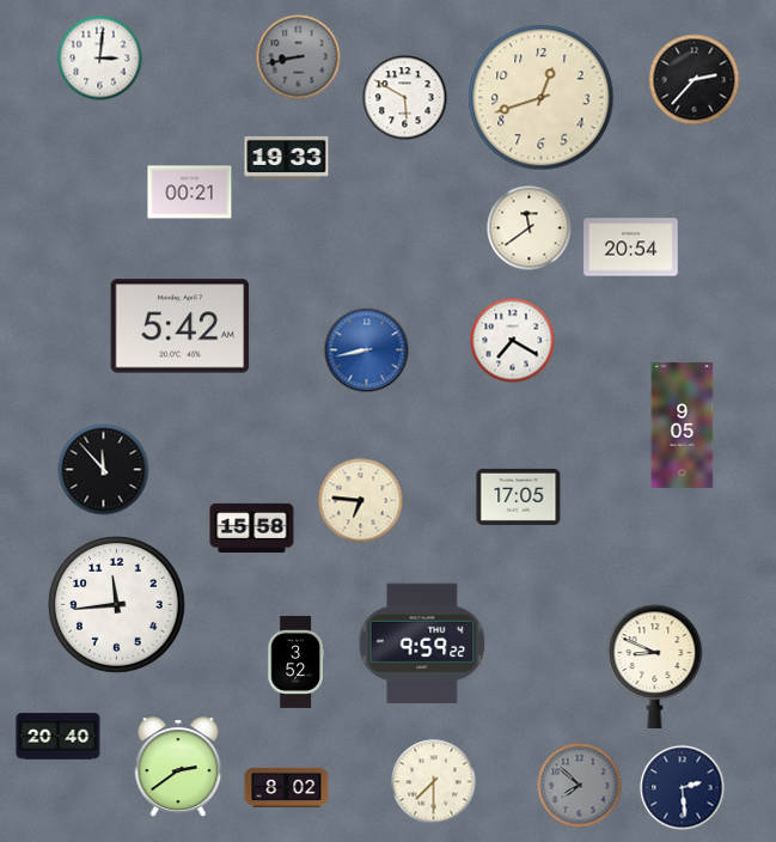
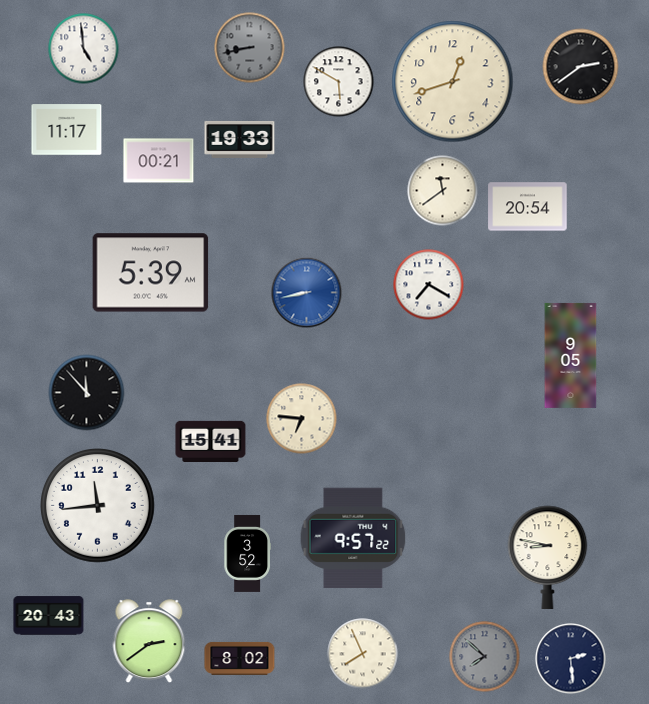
clock at (100, 59): 3:01 -> 4:59
clock at (695, 80): 2:37 -> 2:39
clock at (67, 130): none -> 11:17
clock at (287, 158) position: (287, 158) -> (240, 139)
clock at (181, 327): 5:42 -> 5:39
clock at (519, 496): 17:05 -> none
clock at (252, 527): 15:58 -> 15:41
clock at (422, 643): 9:59 -> 9:57
clock at (655, 666): 8:49 -> 8:47
clock at (59, 737): 20:40 -> 20:43
clock at (434, 782): 7:30 -> 7:56
